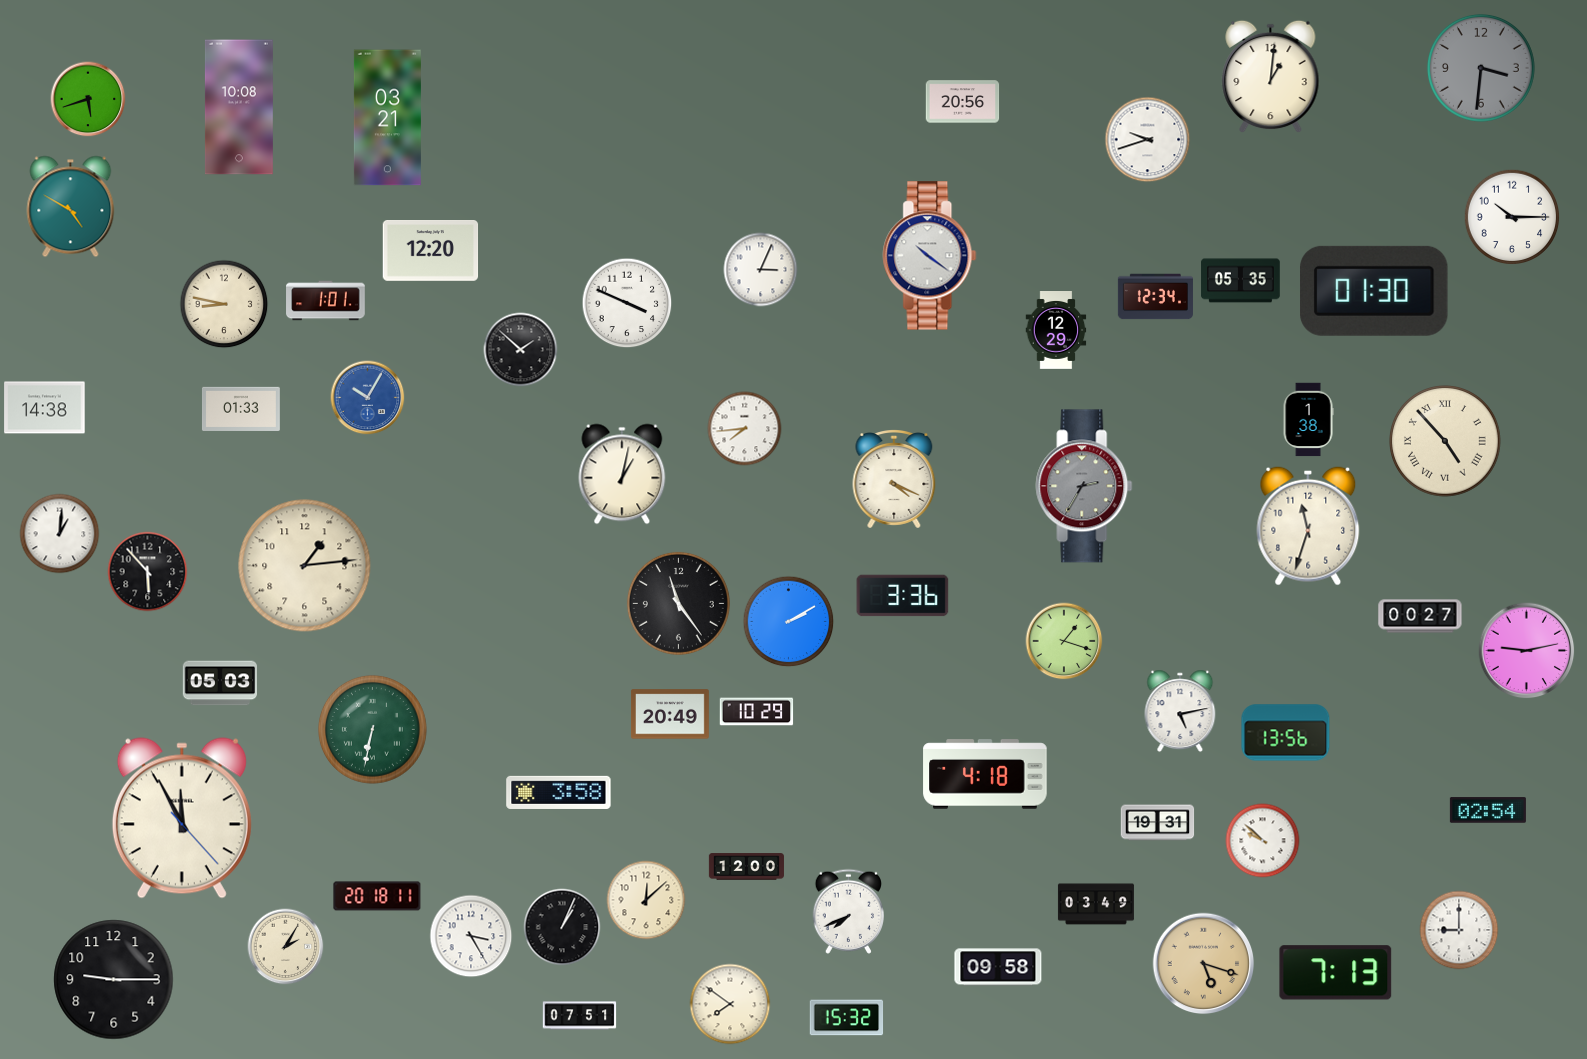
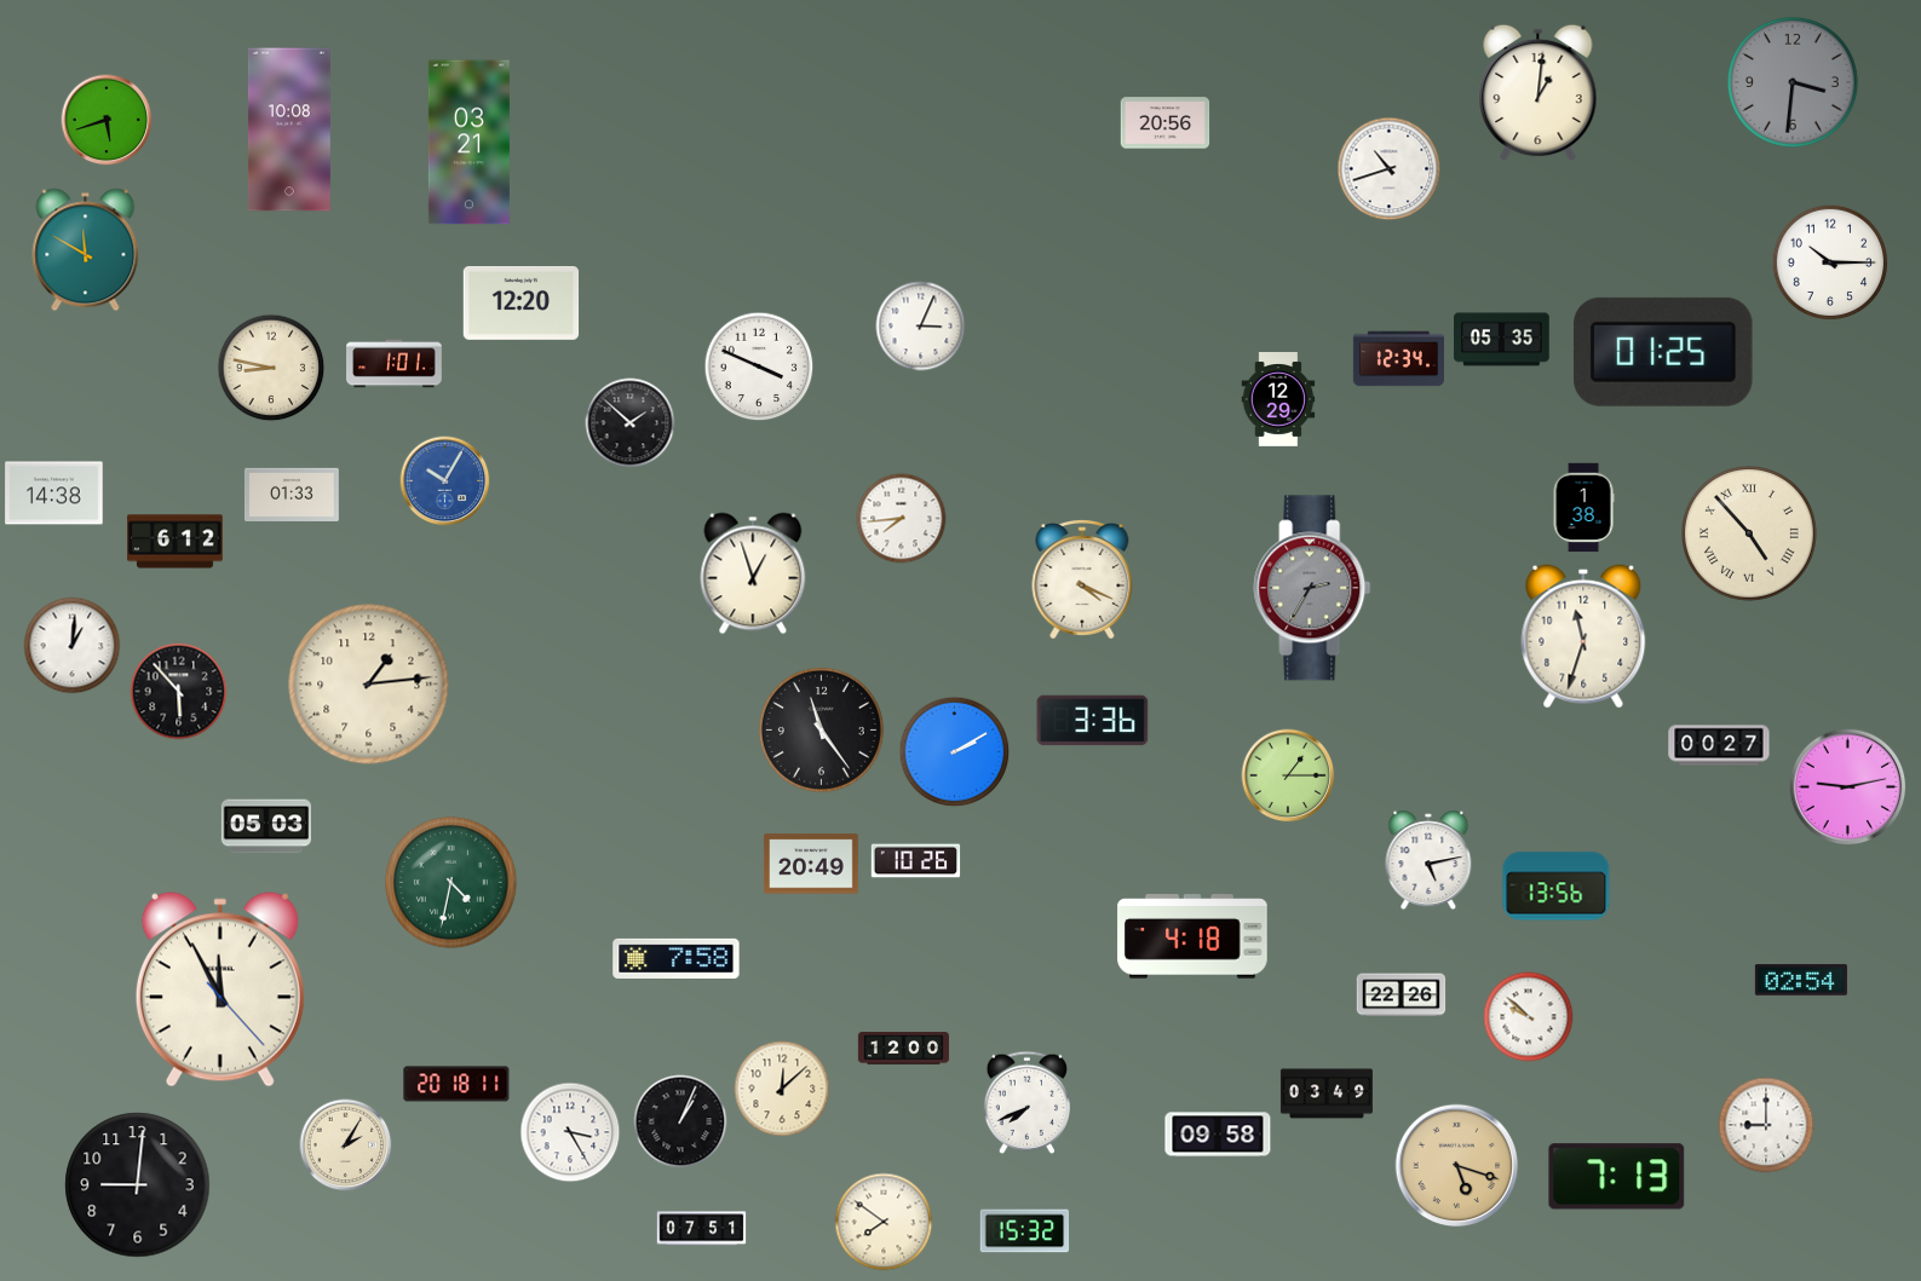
clock at (1148, 140): 9:42 -> 10:42
clock at (71, 207): 4:50 -> 11:50
clock at (930, 256): 10:21 -> none
clock at (1374, 291): 01:30 -> 01:25
clock at (176, 542): none -> 6:12
clock at (622, 474): 1:02 -> 12:57
clock at (1064, 641): 1:18 -> 1:15
clock at (757, 712): 10:29 -> 10:26
clock at (372, 729): 6:32 -> 4:32
clock at (559, 792): 3:58 -> 7:58
clock at (1158, 823): 19:31 -> 22:26
clock at (998, 967) position: (998, 967) -> (1218, 1135)
clock at (114, 980): 9:15 -> 9:01
clock at (730, 1004) position: (730, 1004) -> (884, 1222)
